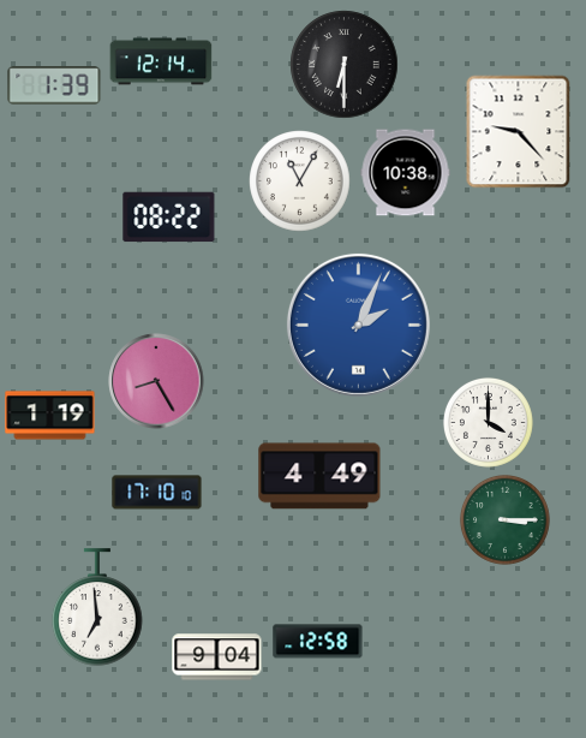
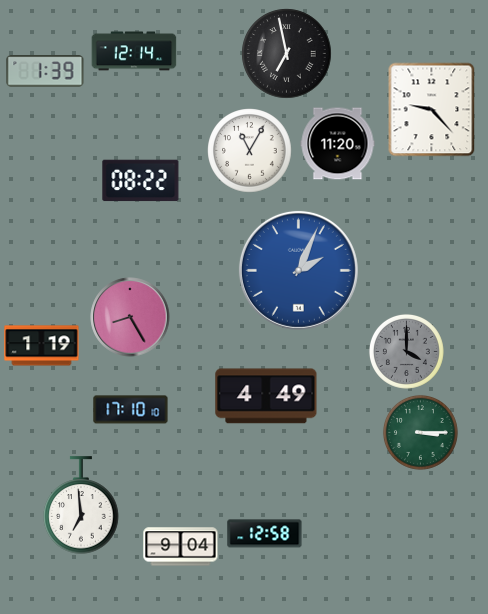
clock at (345, 65): 6:30 -> 6:58
clock at (406, 173): 10:38 -> 11:20
clock at (488, 422) dial: white -> grey
